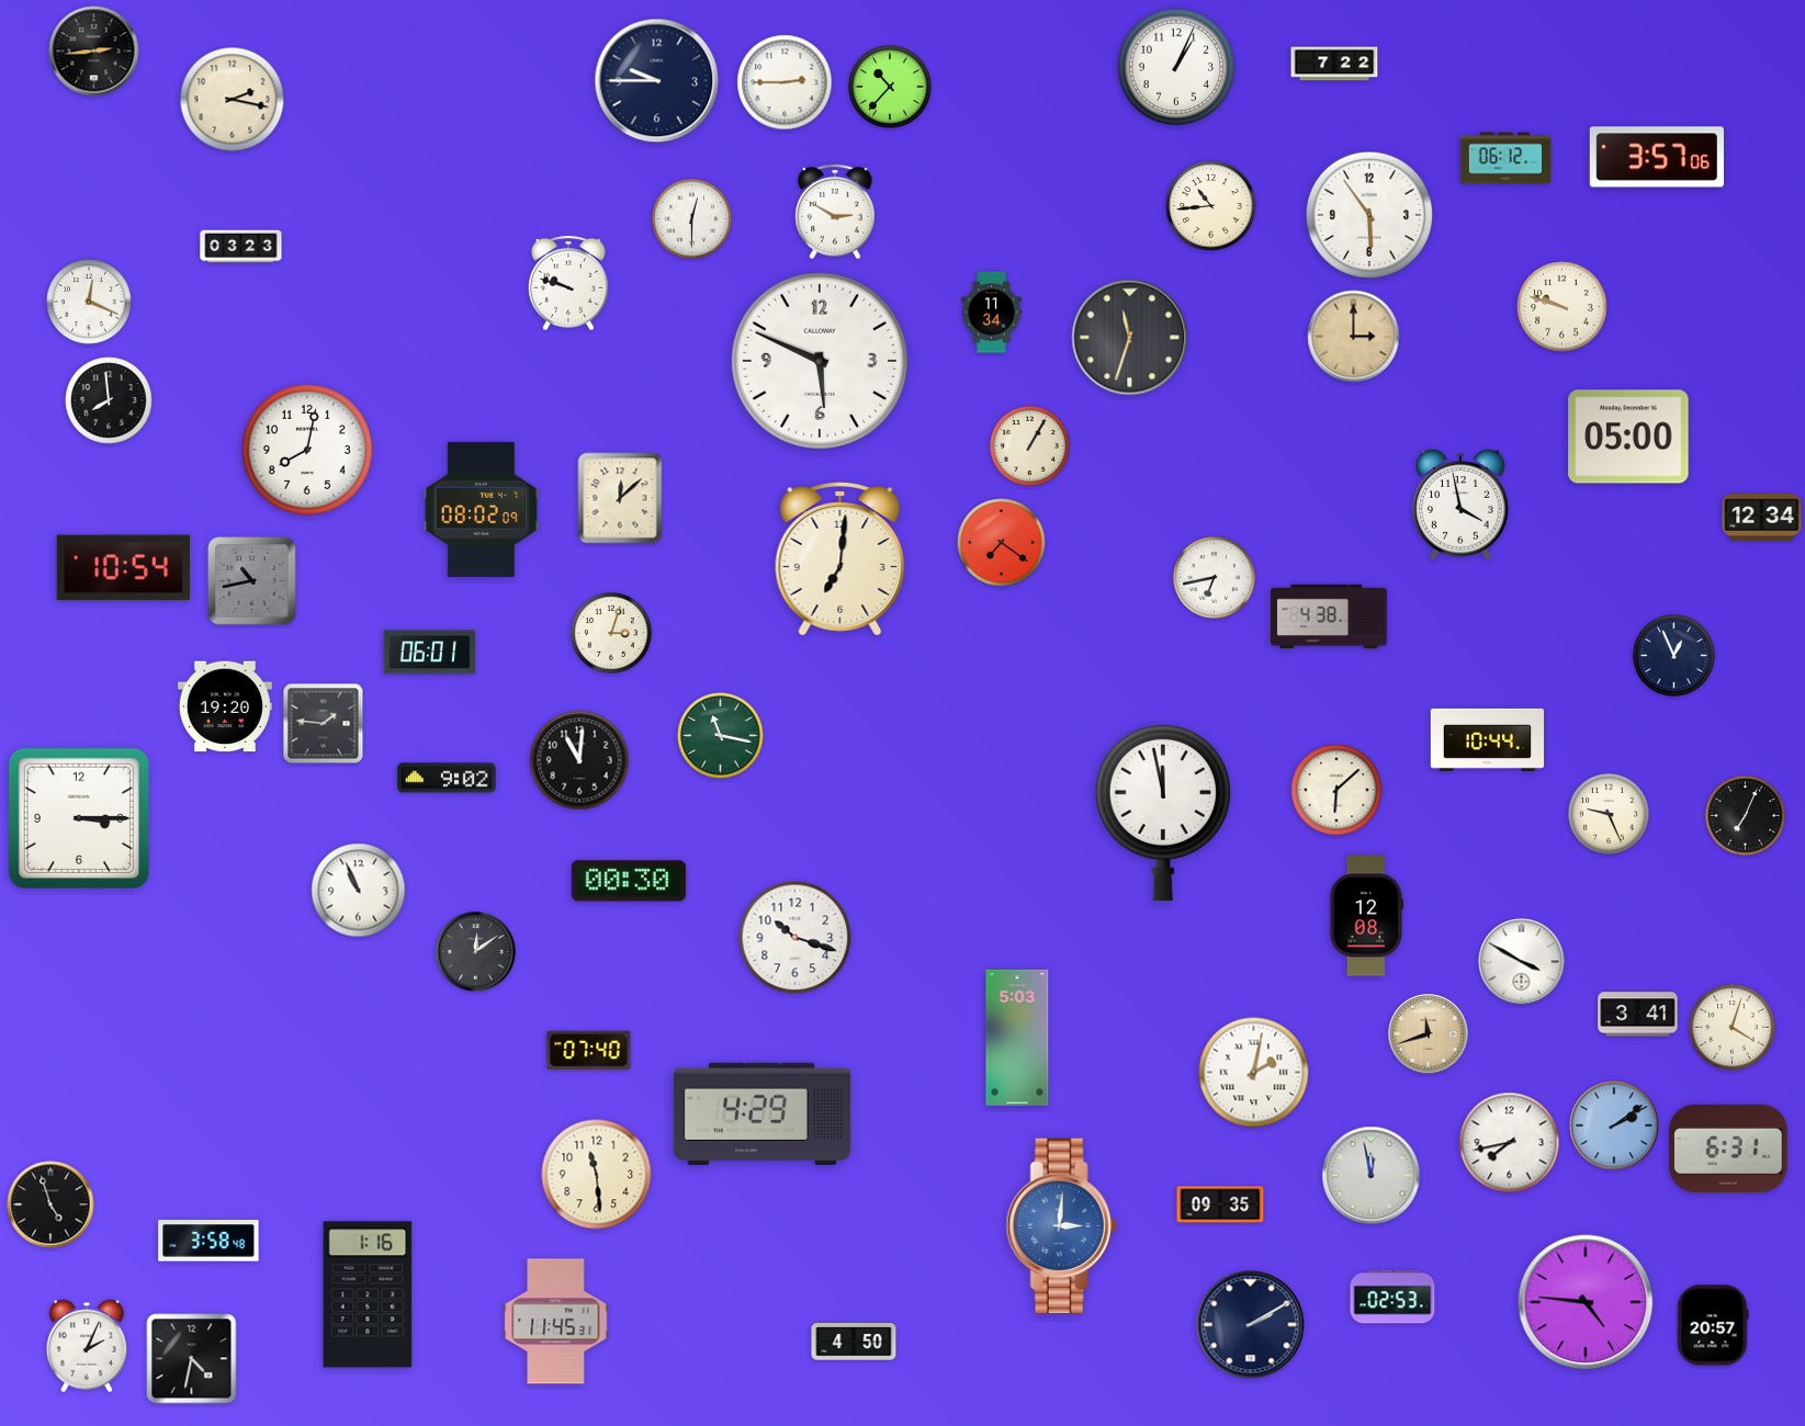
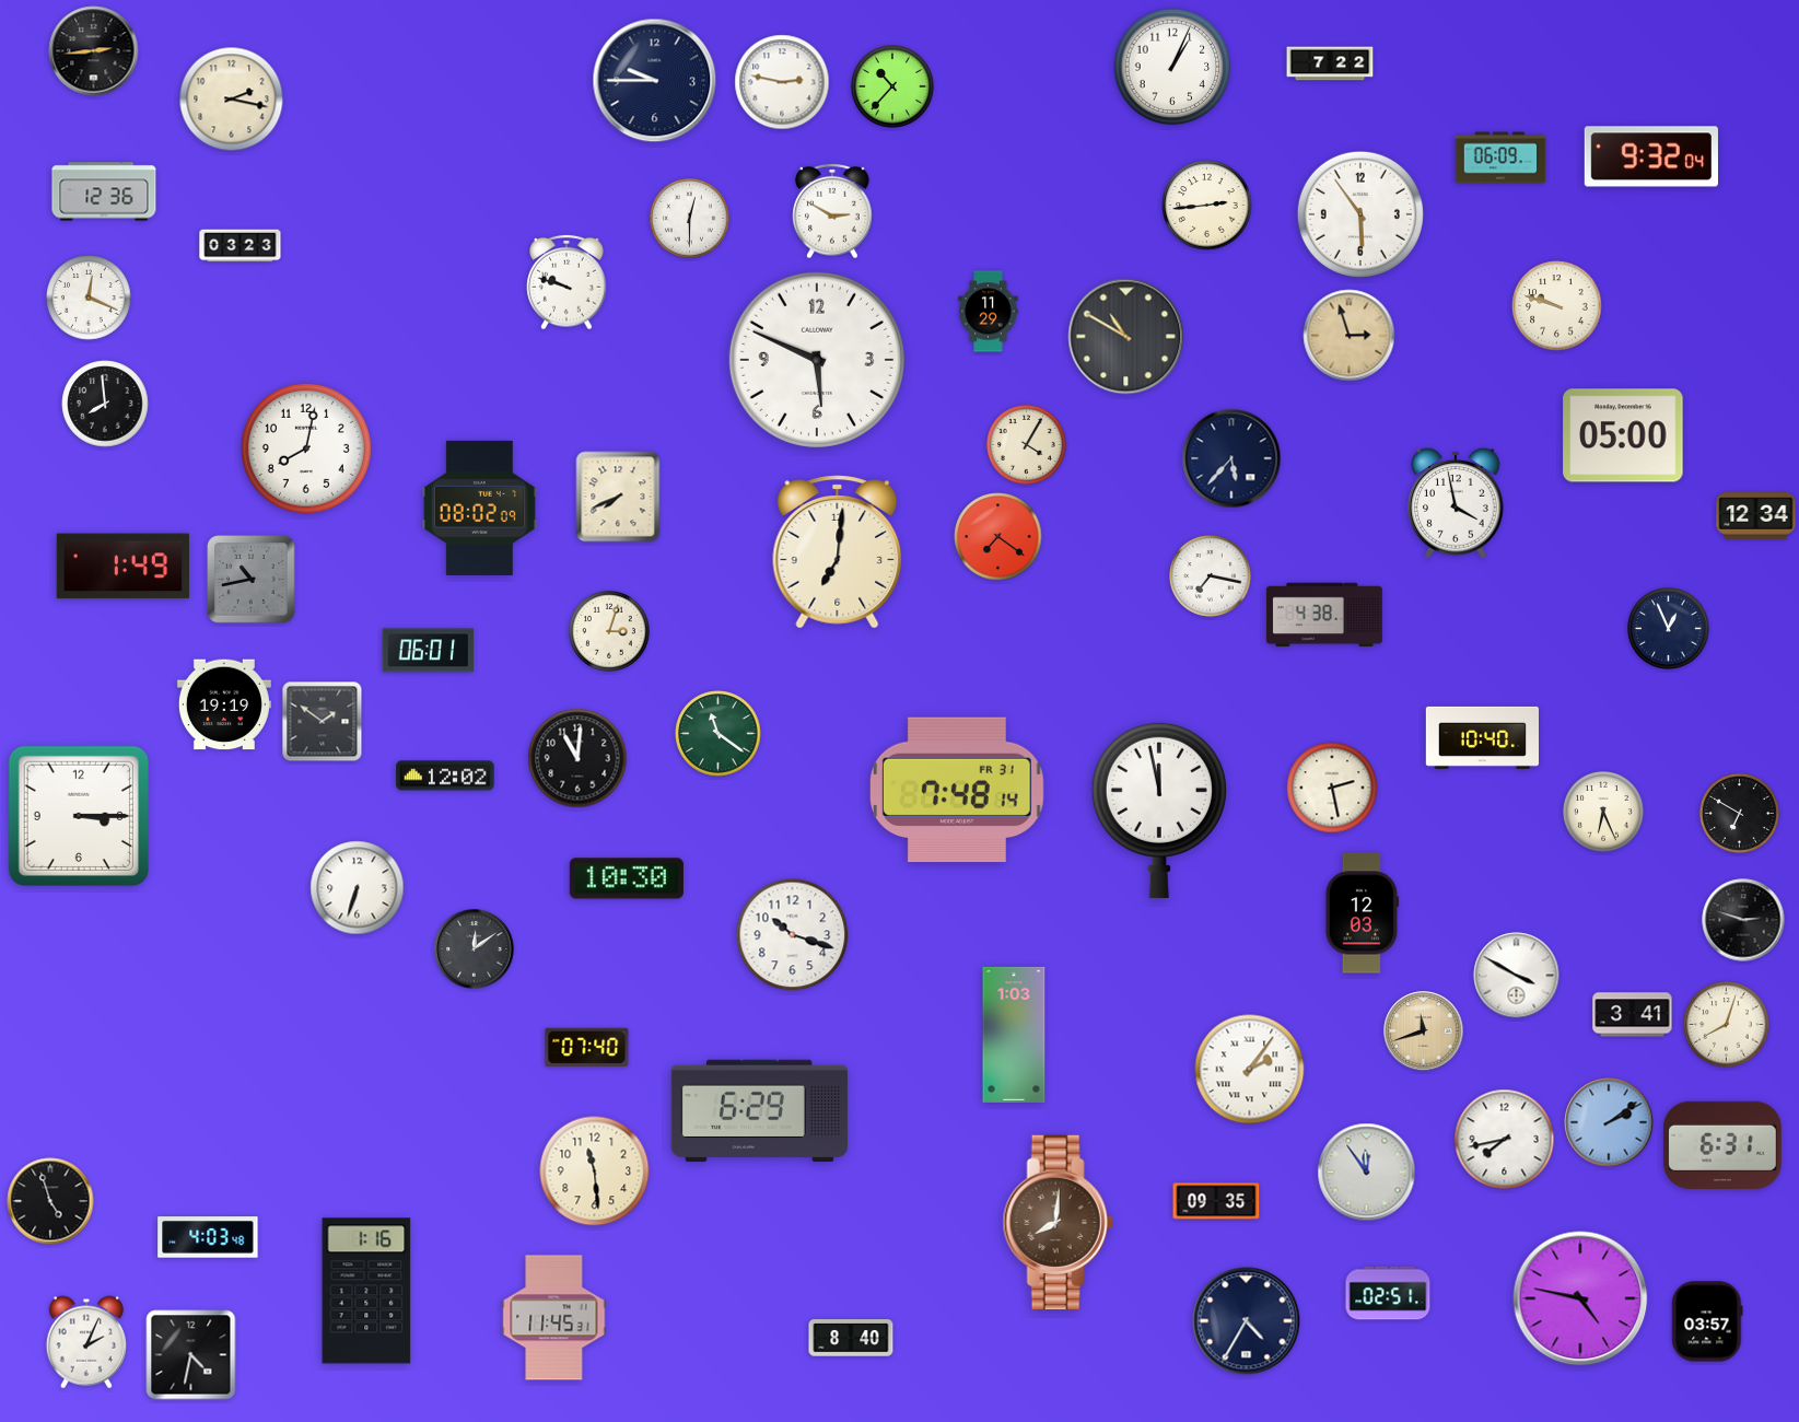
clock at (785, 82): 2:45 -> 2:47
clock at (890, 87) position: (890, 87) -> (892, 86)
clock at (1657, 157): 3:57 -> 9:32
clock at (1505, 158): 06:12 -> 06:09
clock at (104, 191): none -> 12:36
clock at (1211, 206): 10:44 -> 2:44
clock at (1369, 215) position: (1369, 215) -> (1360, 214)
clock at (89, 302) position: (89, 302) -> (89, 298)
clock at (992, 313): 11:34 -> 11:29
clock at (1354, 337): 3:00 -> 2:57
clock at (1130, 338): 11:33 -> 10:50
clock at (109, 400) position: (109, 400) -> (105, 404)
clock at (1029, 445): 1:05 -> 4:05
clock at (1231, 458): none -> 5:37
clock at (620, 498): 12:08 -> 7:41
clock at (1002, 543) position: (1002, 543) -> (998, 537)
clock at (841, 559) position: (841, 559) -> (838, 552)
clock at (123, 568): 10:54 -> 1:49
clock at (1215, 578): 6:43 -> 7:17
clock at (1674, 656) position: (1674, 656) -> (1669, 629)
clock at (225, 706): 19:20 -> 19:19
clock at (324, 724): 1:46 -> 1:51
clock at (721, 736): 11:17 -> 11:21
clock at (1487, 739): 10:44 -> 10:40
clock at (447, 778): 9:02 -> 12:02
clock at (1336, 790): 6:08 -> 2:28
clock at (957, 790): none -> 7:48
clock at (1609, 814): 9:26 -> 6:26
clock at (1745, 815): 7:04 -> 6:50
clock at (629, 881): 00:30 -> 10:30
clock at (359, 891): 10:56 -> 6:33
clock at (1366, 916): 12:08 -> 12:03
clock at (1743, 920): none -> 2:48
clock at (1522, 962) position: (1522, 962) -> (1517, 976)
clock at (1638, 1015) position: (1638, 1015) -> (1633, 1015)
clock at (1733, 1028): 4:03 -> 8:03
clock at (1017, 1038): 5:03 -> 1:03
clock at (1254, 1073): 2:02 -> 2:06
clock at (762, 1114): 4:29 -> 6:29
clock at (1372, 1176): 11:58 -> 11:54
clock at (1061, 1225): 3:01 -> 8:01
clock at (1061, 1225) dial: blue -> brown
clock at (208, 1241): 3:58 -> 4:03
clock at (1392, 1297): 02:53 -> 02:51
clock at (1586, 1302): 4:46 -> 4:47
clock at (1251, 1325): 2:10 -> 4:35
clock at (1713, 1325): 20:57 -> 03:57
clock at (854, 1342): 4:50 -> 8:40
